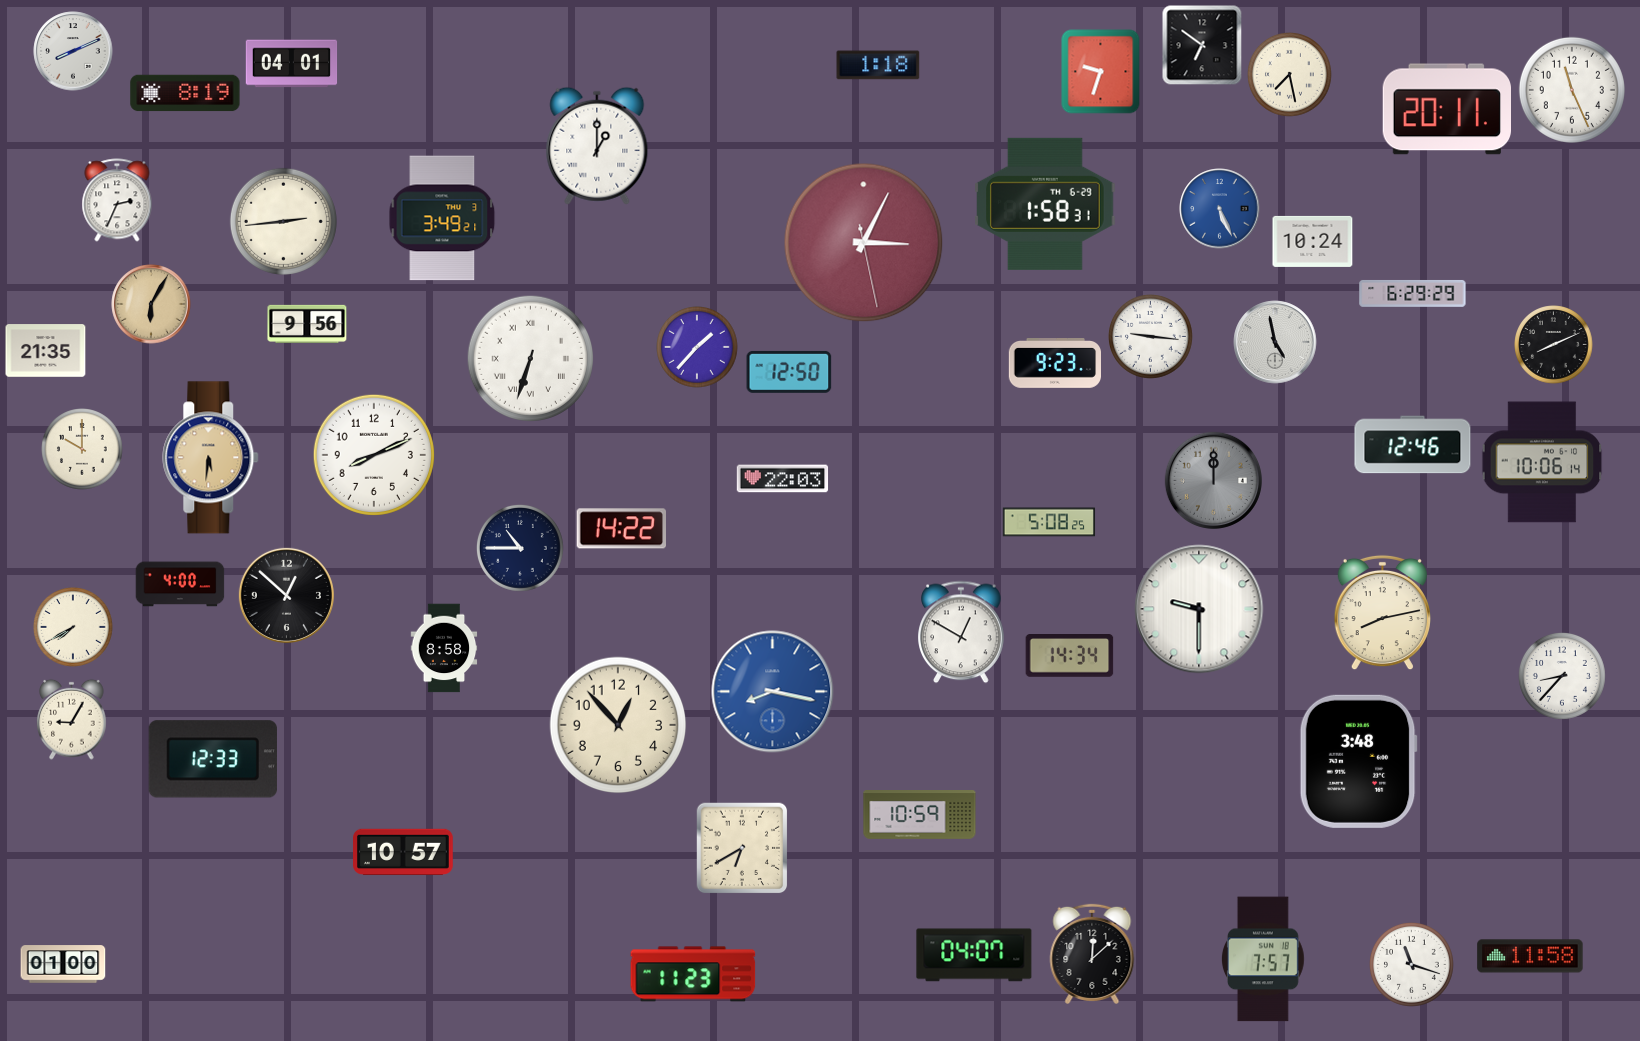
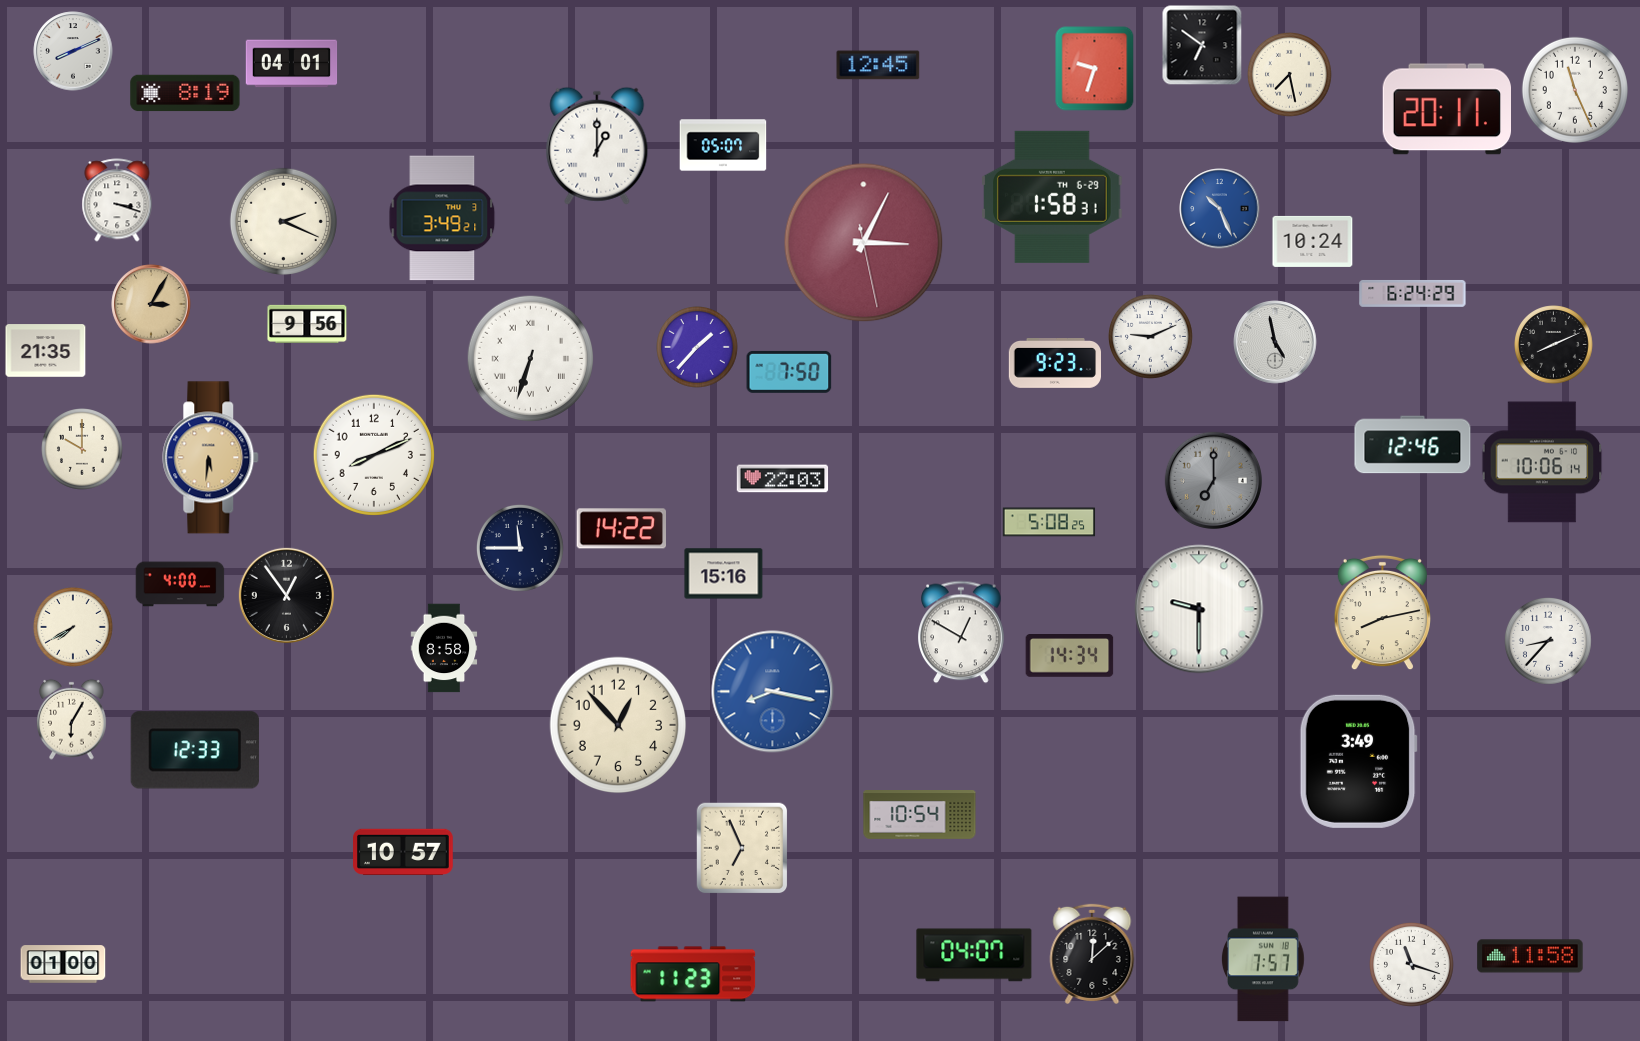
clock at (878, 65): 1:18 -> 12:45
clock at (1101, 72) position: (1101, 72) -> (1095, 69)
clock at (1572, 90) position: (1572, 90) -> (1575, 90)
clock at (723, 145): none -> 05:07
clock at (117, 200): 2:34 -> 3:18
clock at (1045, 204) position: (1045, 204) -> (1052, 197)
clock at (1220, 209): 5:26 -> 10:26
clock at (283, 221): 2:44 -> 2:19
clock at (1413, 293): 6:29 -> 6:24
clock at (151, 304): 6:05 -> 3:05
clock at (1151, 337): 9:16 -> 9:11
clock at (789, 372): 12:50 -> 7:50
clock at (1213, 480): 12:00 -> 7:00
clock at (520, 548): 10:45 -> 11:45
clock at (724, 574): none -> 15:16
clock at (286, 595): 12:52 -> 12:54
clock at (1562, 676) position: (1562, 676) -> (1548, 641)
clock at (72, 719): 9:05 -> 6:05
clock at (213, 759) position: (213, 759) -> (195, 750)
clock at (1358, 761): 3:48 -> 3:49
clock at (920, 815): 10:59 -> 10:54
clock at (742, 848): 6:40 -> 6:56
